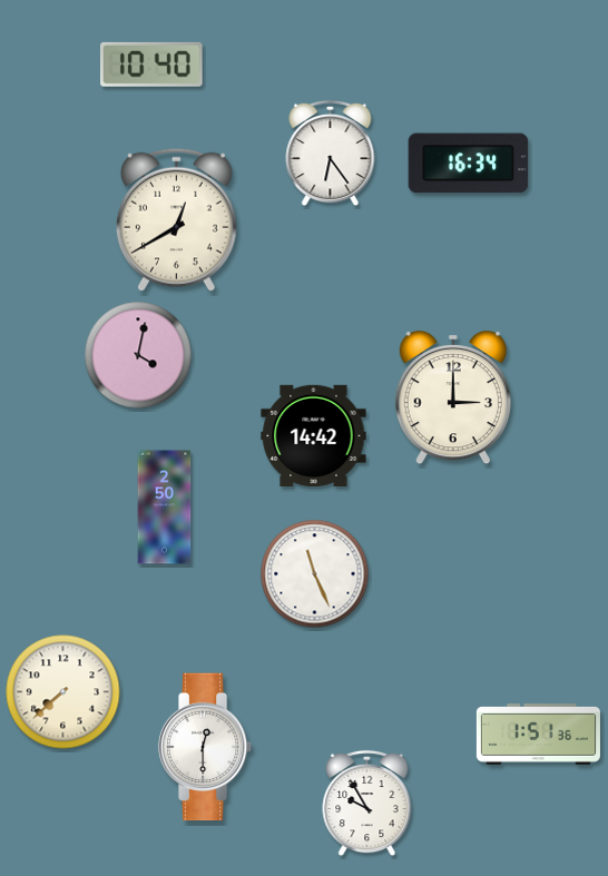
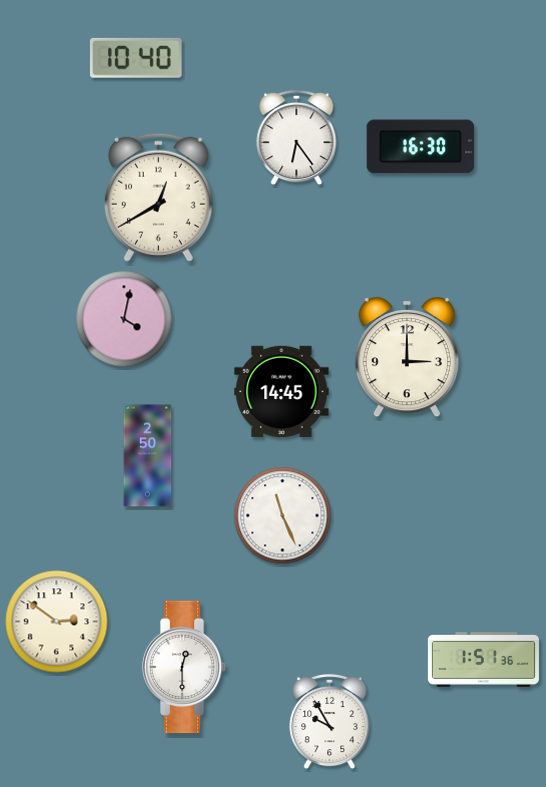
clock at (469, 164): 16:34 -> 16:30
clock at (314, 435): 14:42 -> 14:45
clock at (63, 692): 7:38 -> 2:51
clock at (205, 747) position: (205, 747) -> (184, 667)
